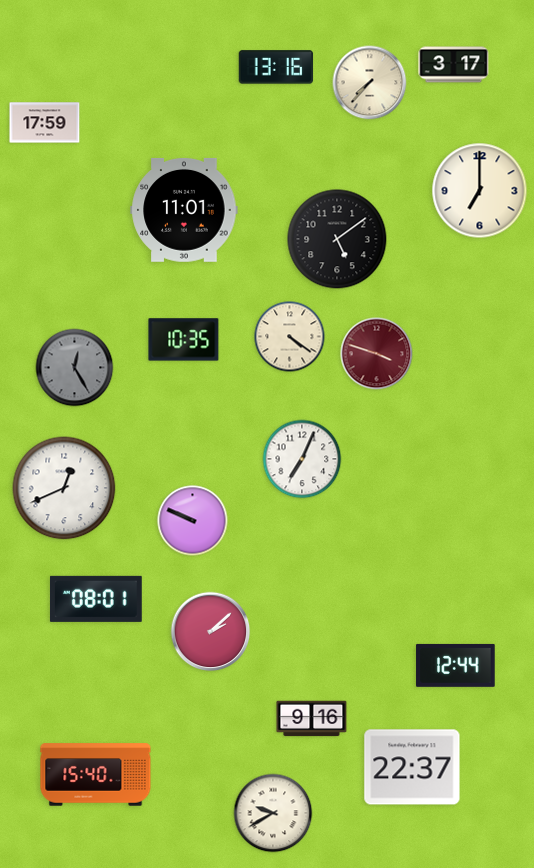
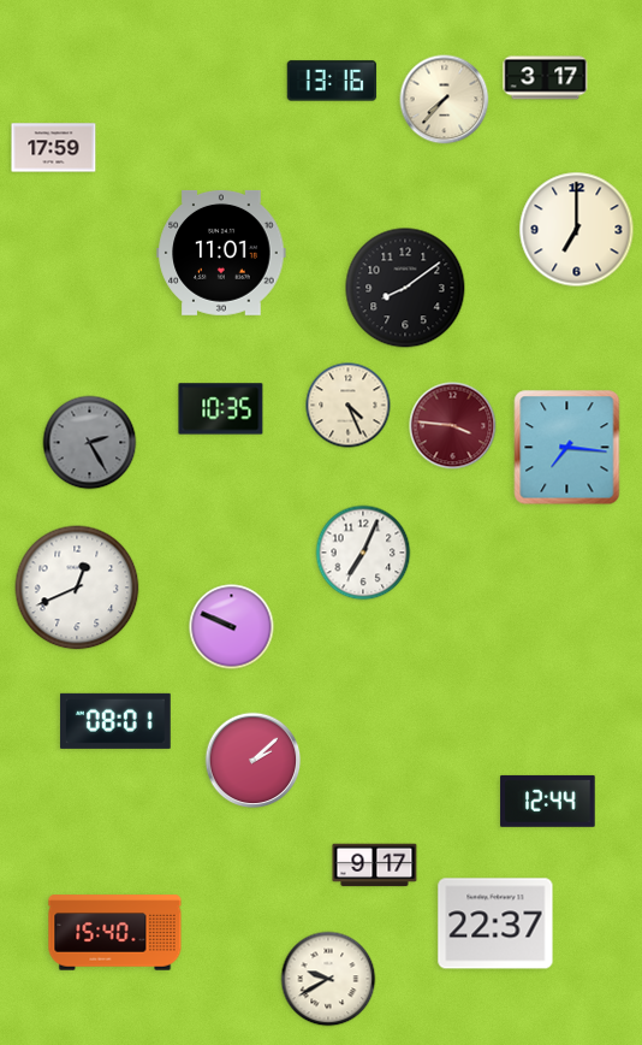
clock at (337, 239): 5:09 -> 8:09
clock at (290, 337): 4:21 -> 4:26
clock at (377, 354): 3:48 -> 3:46
clock at (75, 368): 12:25 -> 2:25
clock at (567, 448): none -> 7:16
clock at (312, 719): 9:16 -> 9:17
